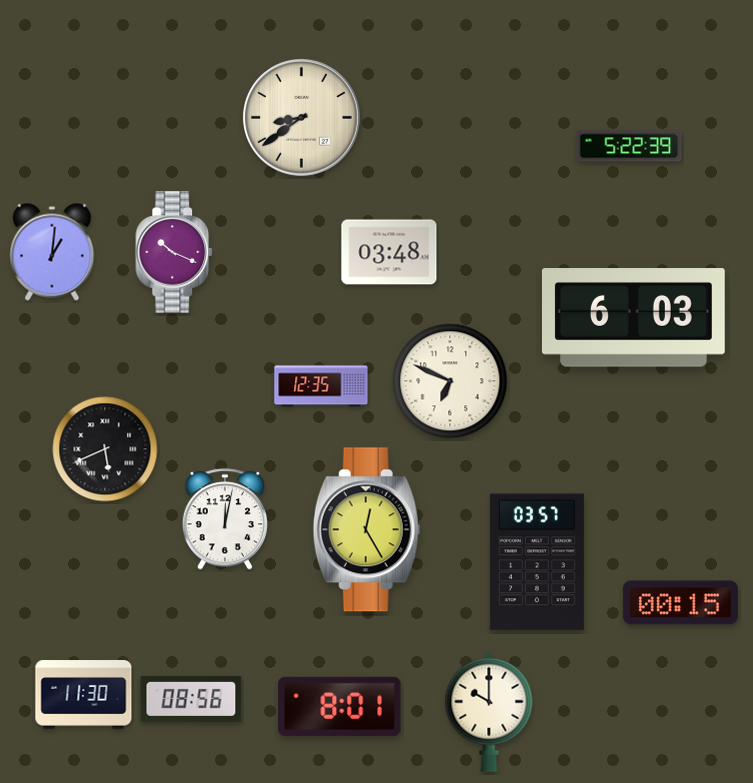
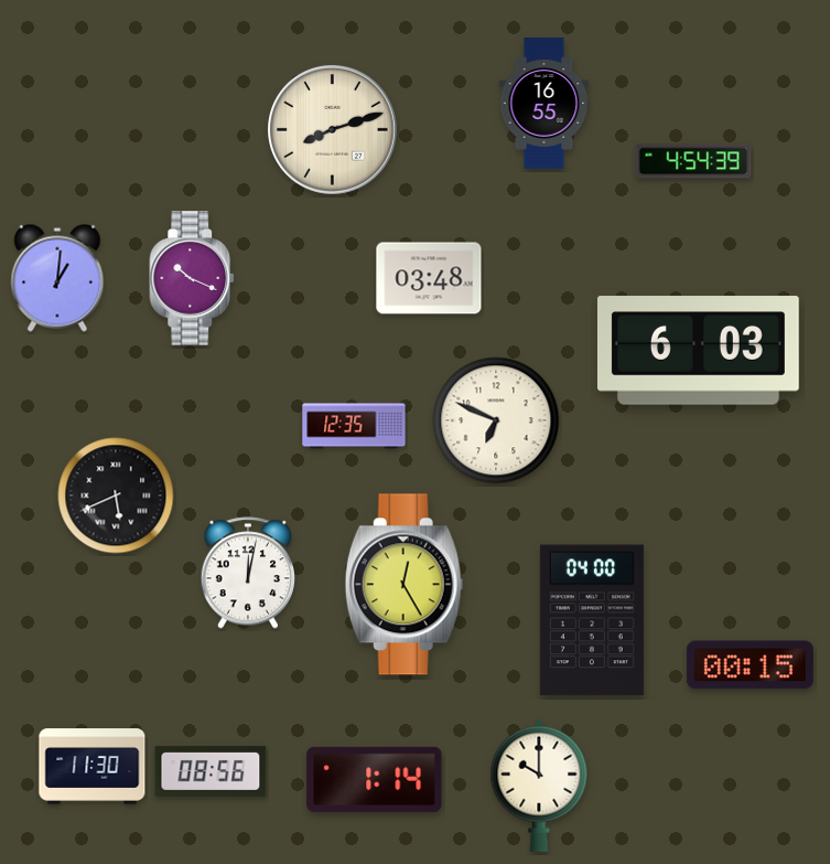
clock at (545, 104): none -> 16:55
clock at (302, 118): 8:39 -> 8:12
clock at (629, 146): 5:22 -> 4:54
clock at (537, 562): 03:57 -> 04:00
clock at (340, 706): 8:01 -> 1:14
